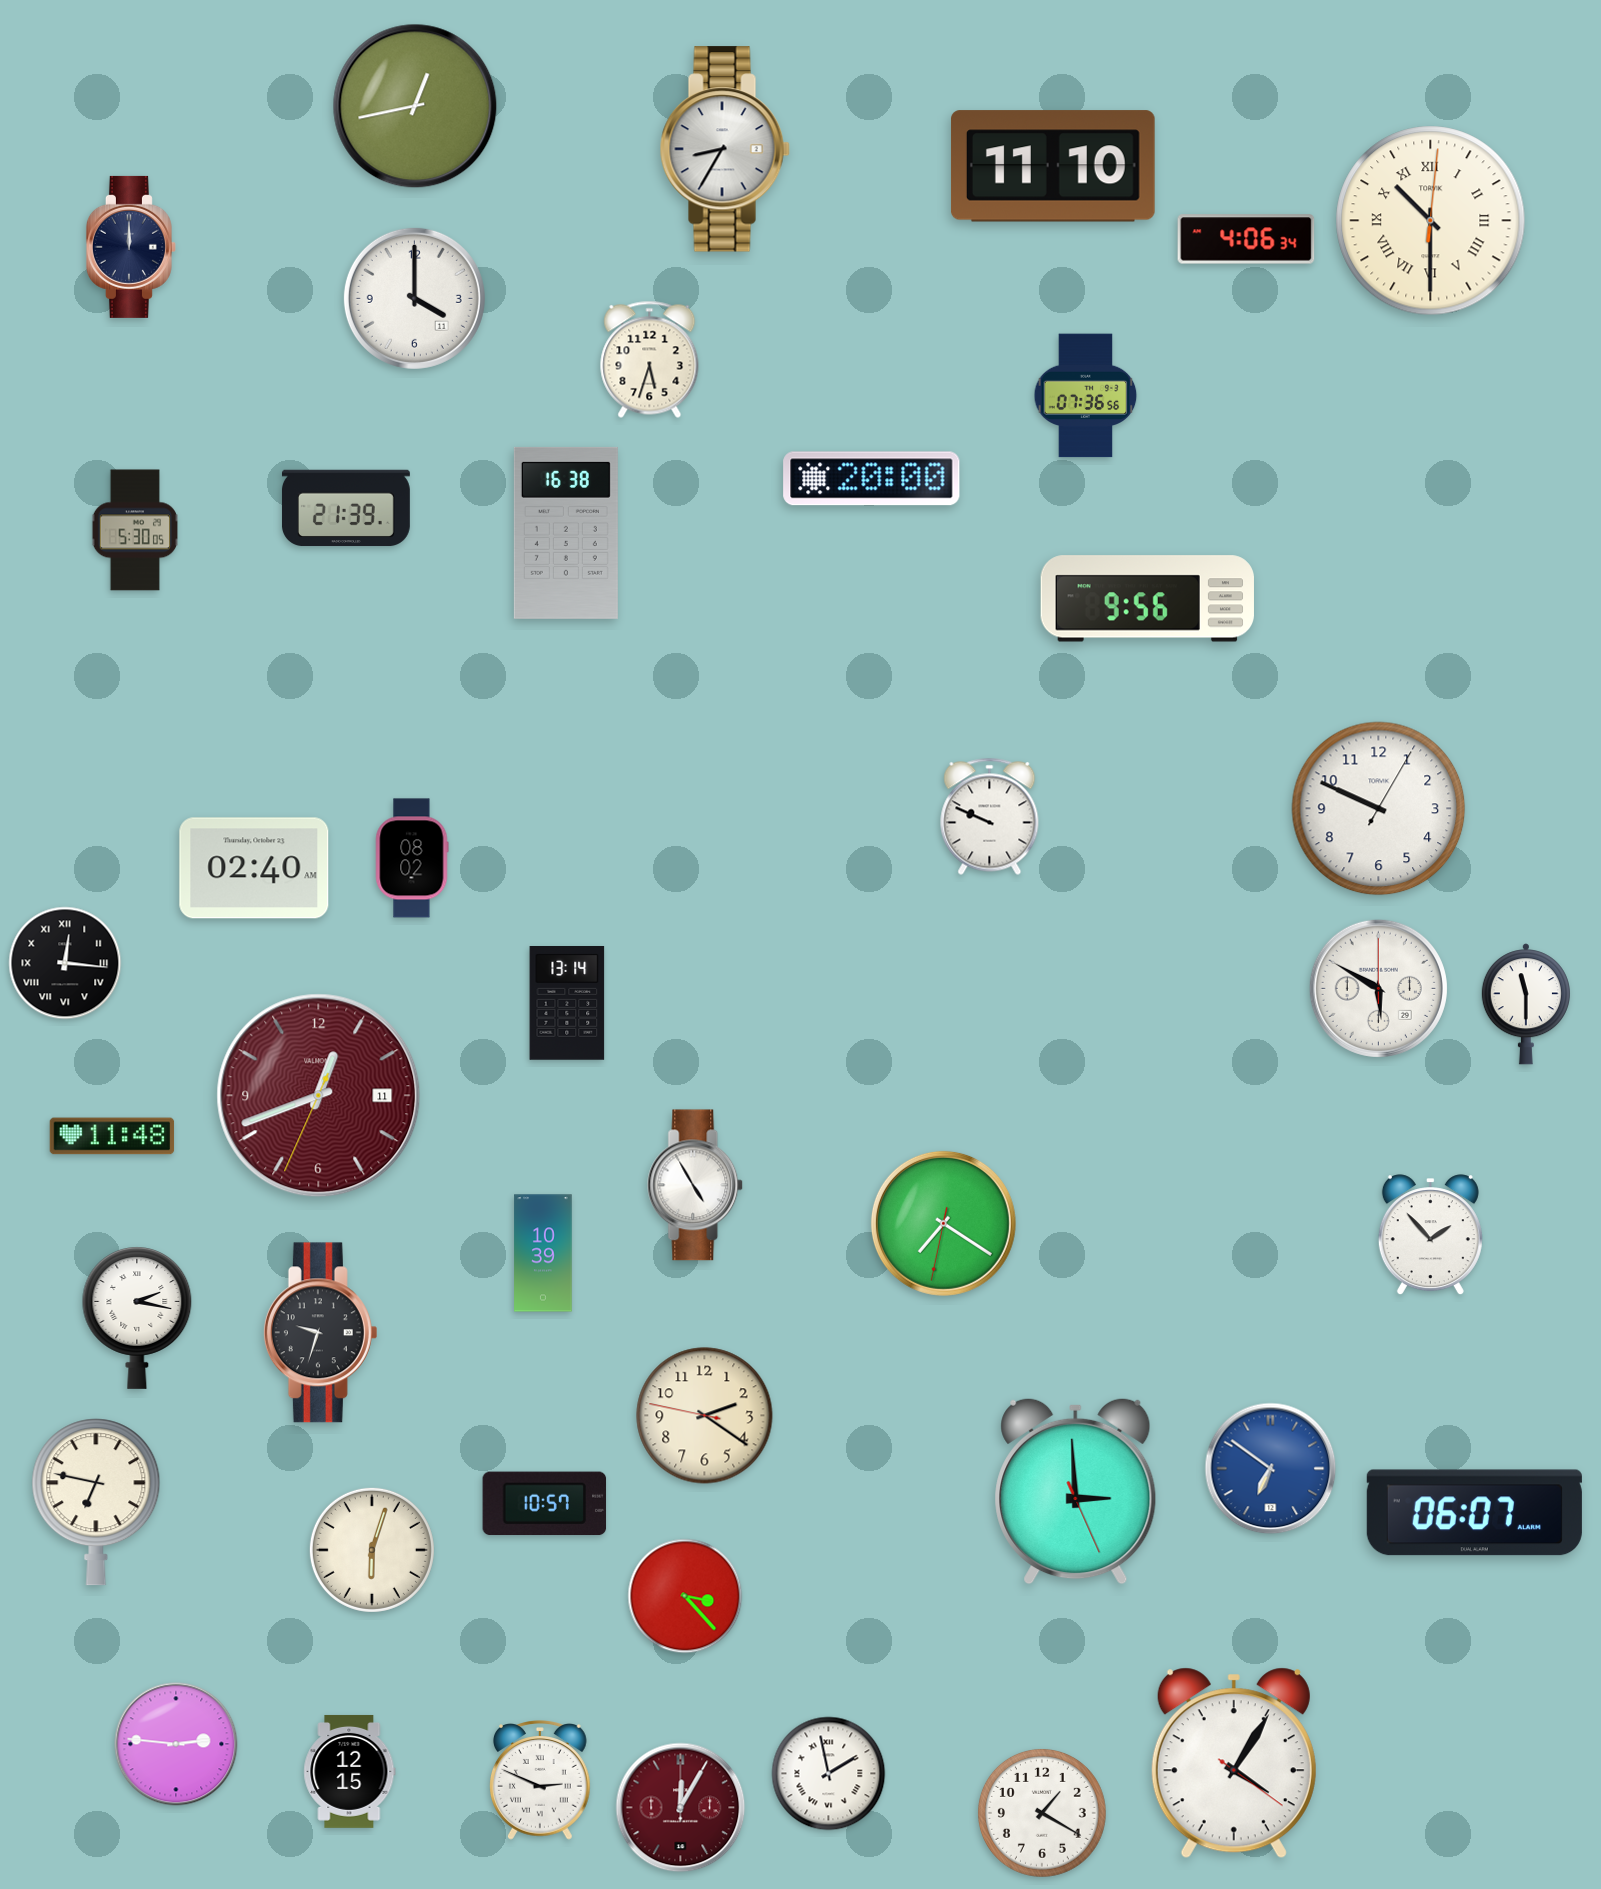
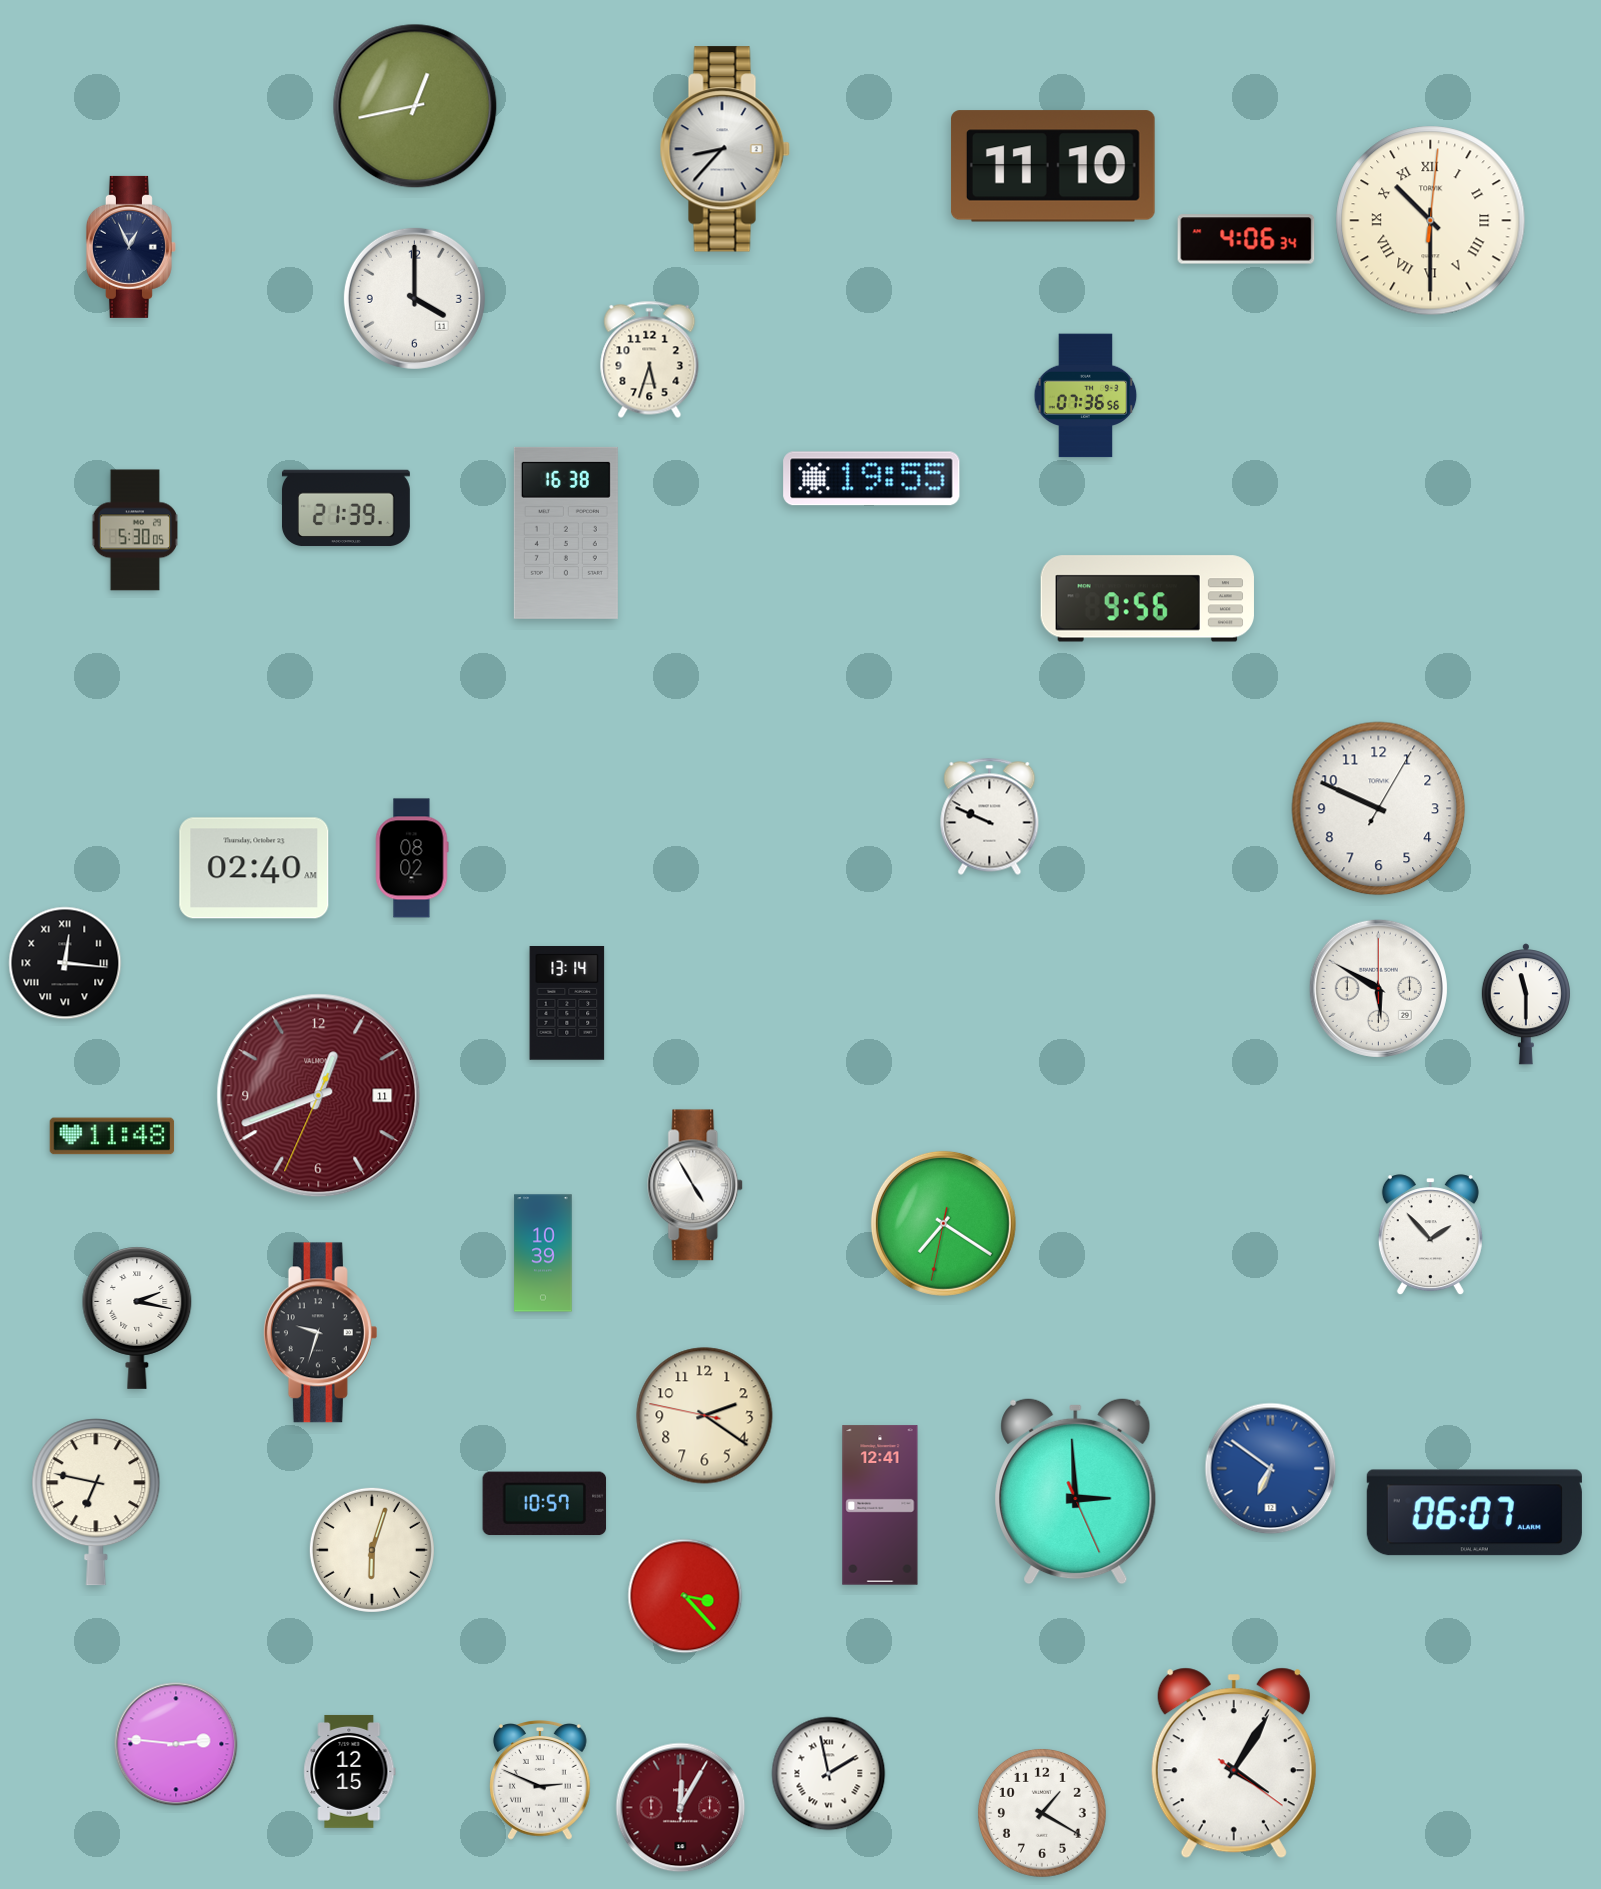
clock at (725, 149): 8:35 -> 8:37
clock at (131, 247): 12:00 -> 12:56
clock at (872, 479): 20:00 -> 19:55
clock at (880, 1505): none -> 12:41
